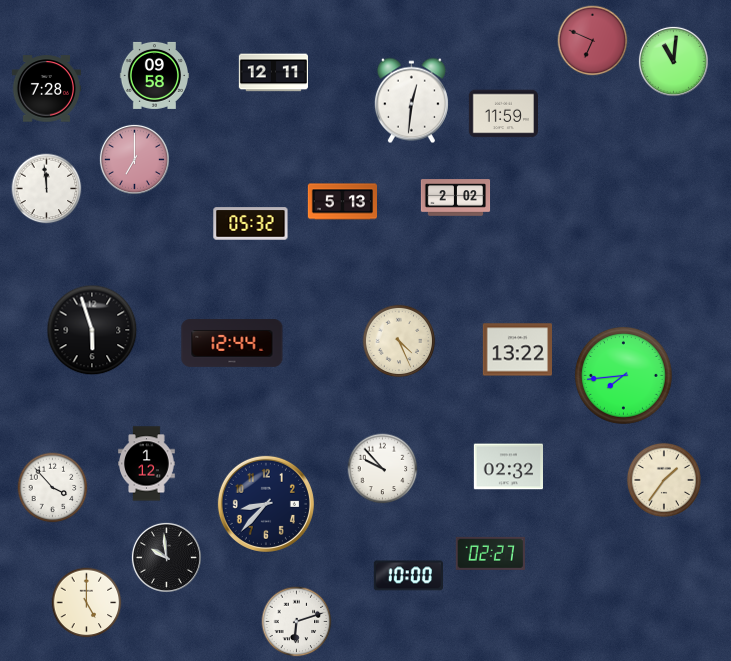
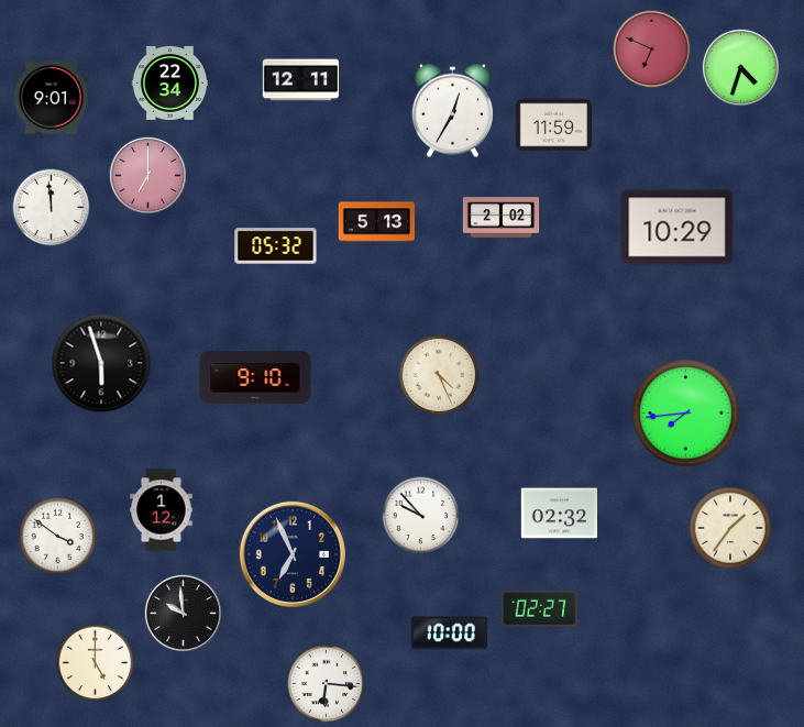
clock at (593, 41) position: (593, 41) -> (652, 49)
clock at (673, 61): 11:01 -> 4:33
clock at (154, 75): 09:58 -> 22:34
clock at (46, 89): 7:28 -> 9:01
clock at (411, 101): 12:31 -> 12:35
clock at (678, 228): none -> 10:29
clock at (232, 343): 12:44 -> 9:10
clock at (517, 350): 13:22 -> none
clock at (53, 488): 3:53 -> 3:51
clock at (266, 504): 8:37 -> 6:56
clock at (297, 622): 6:12 -> 6:16
